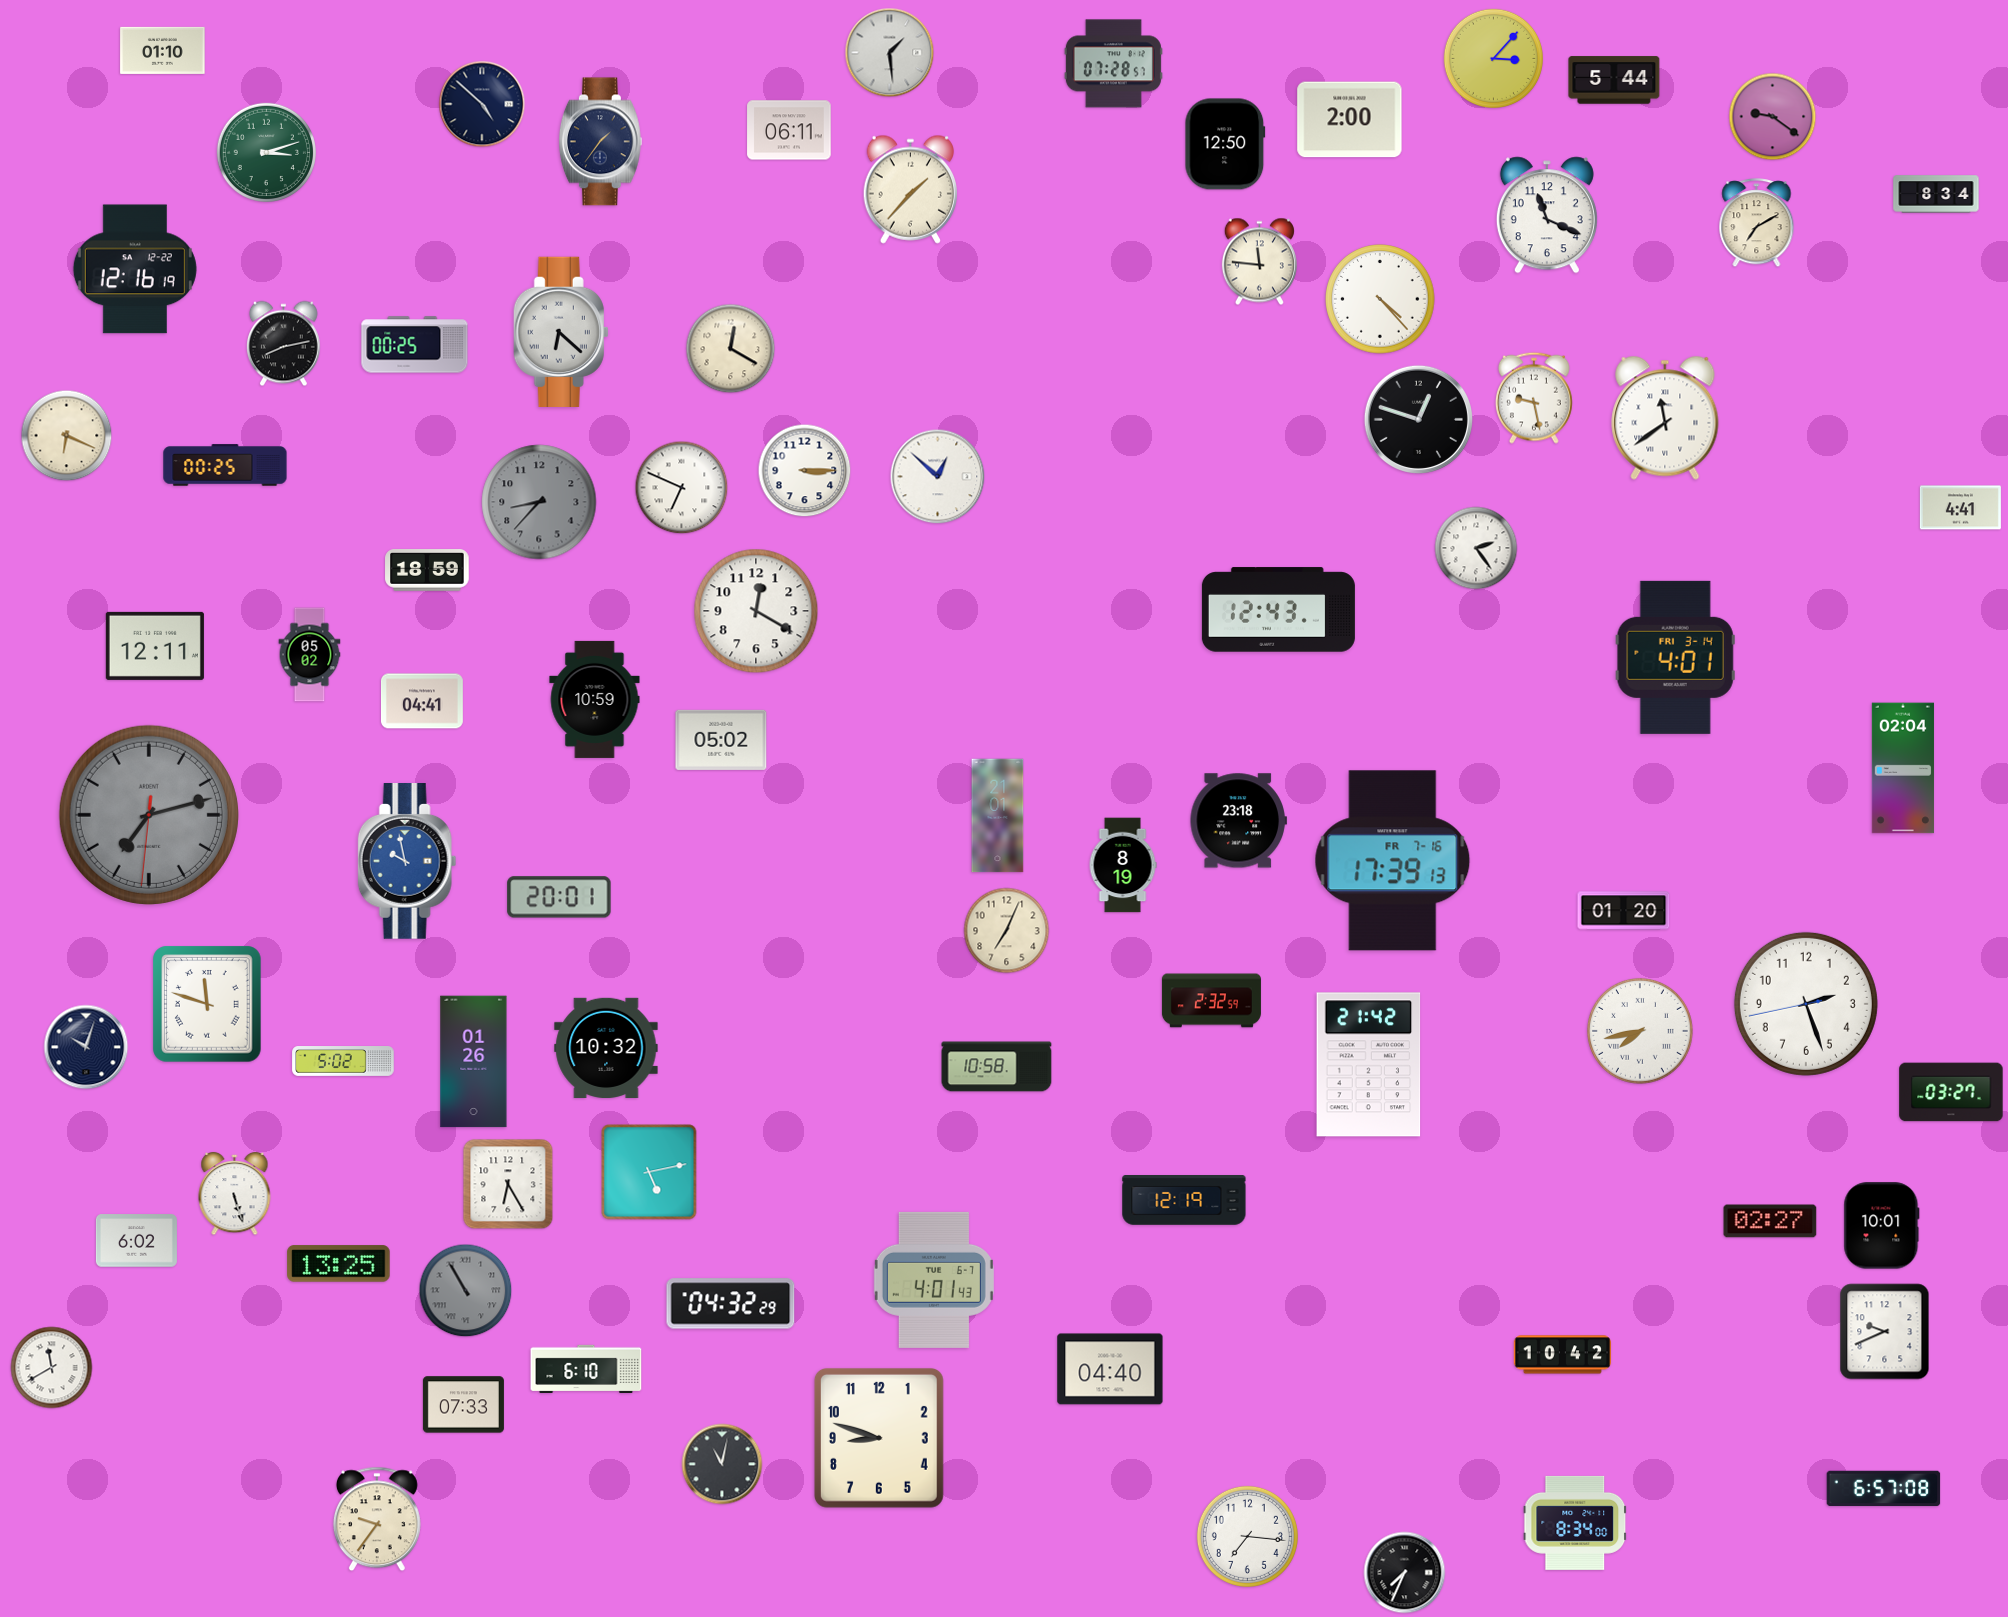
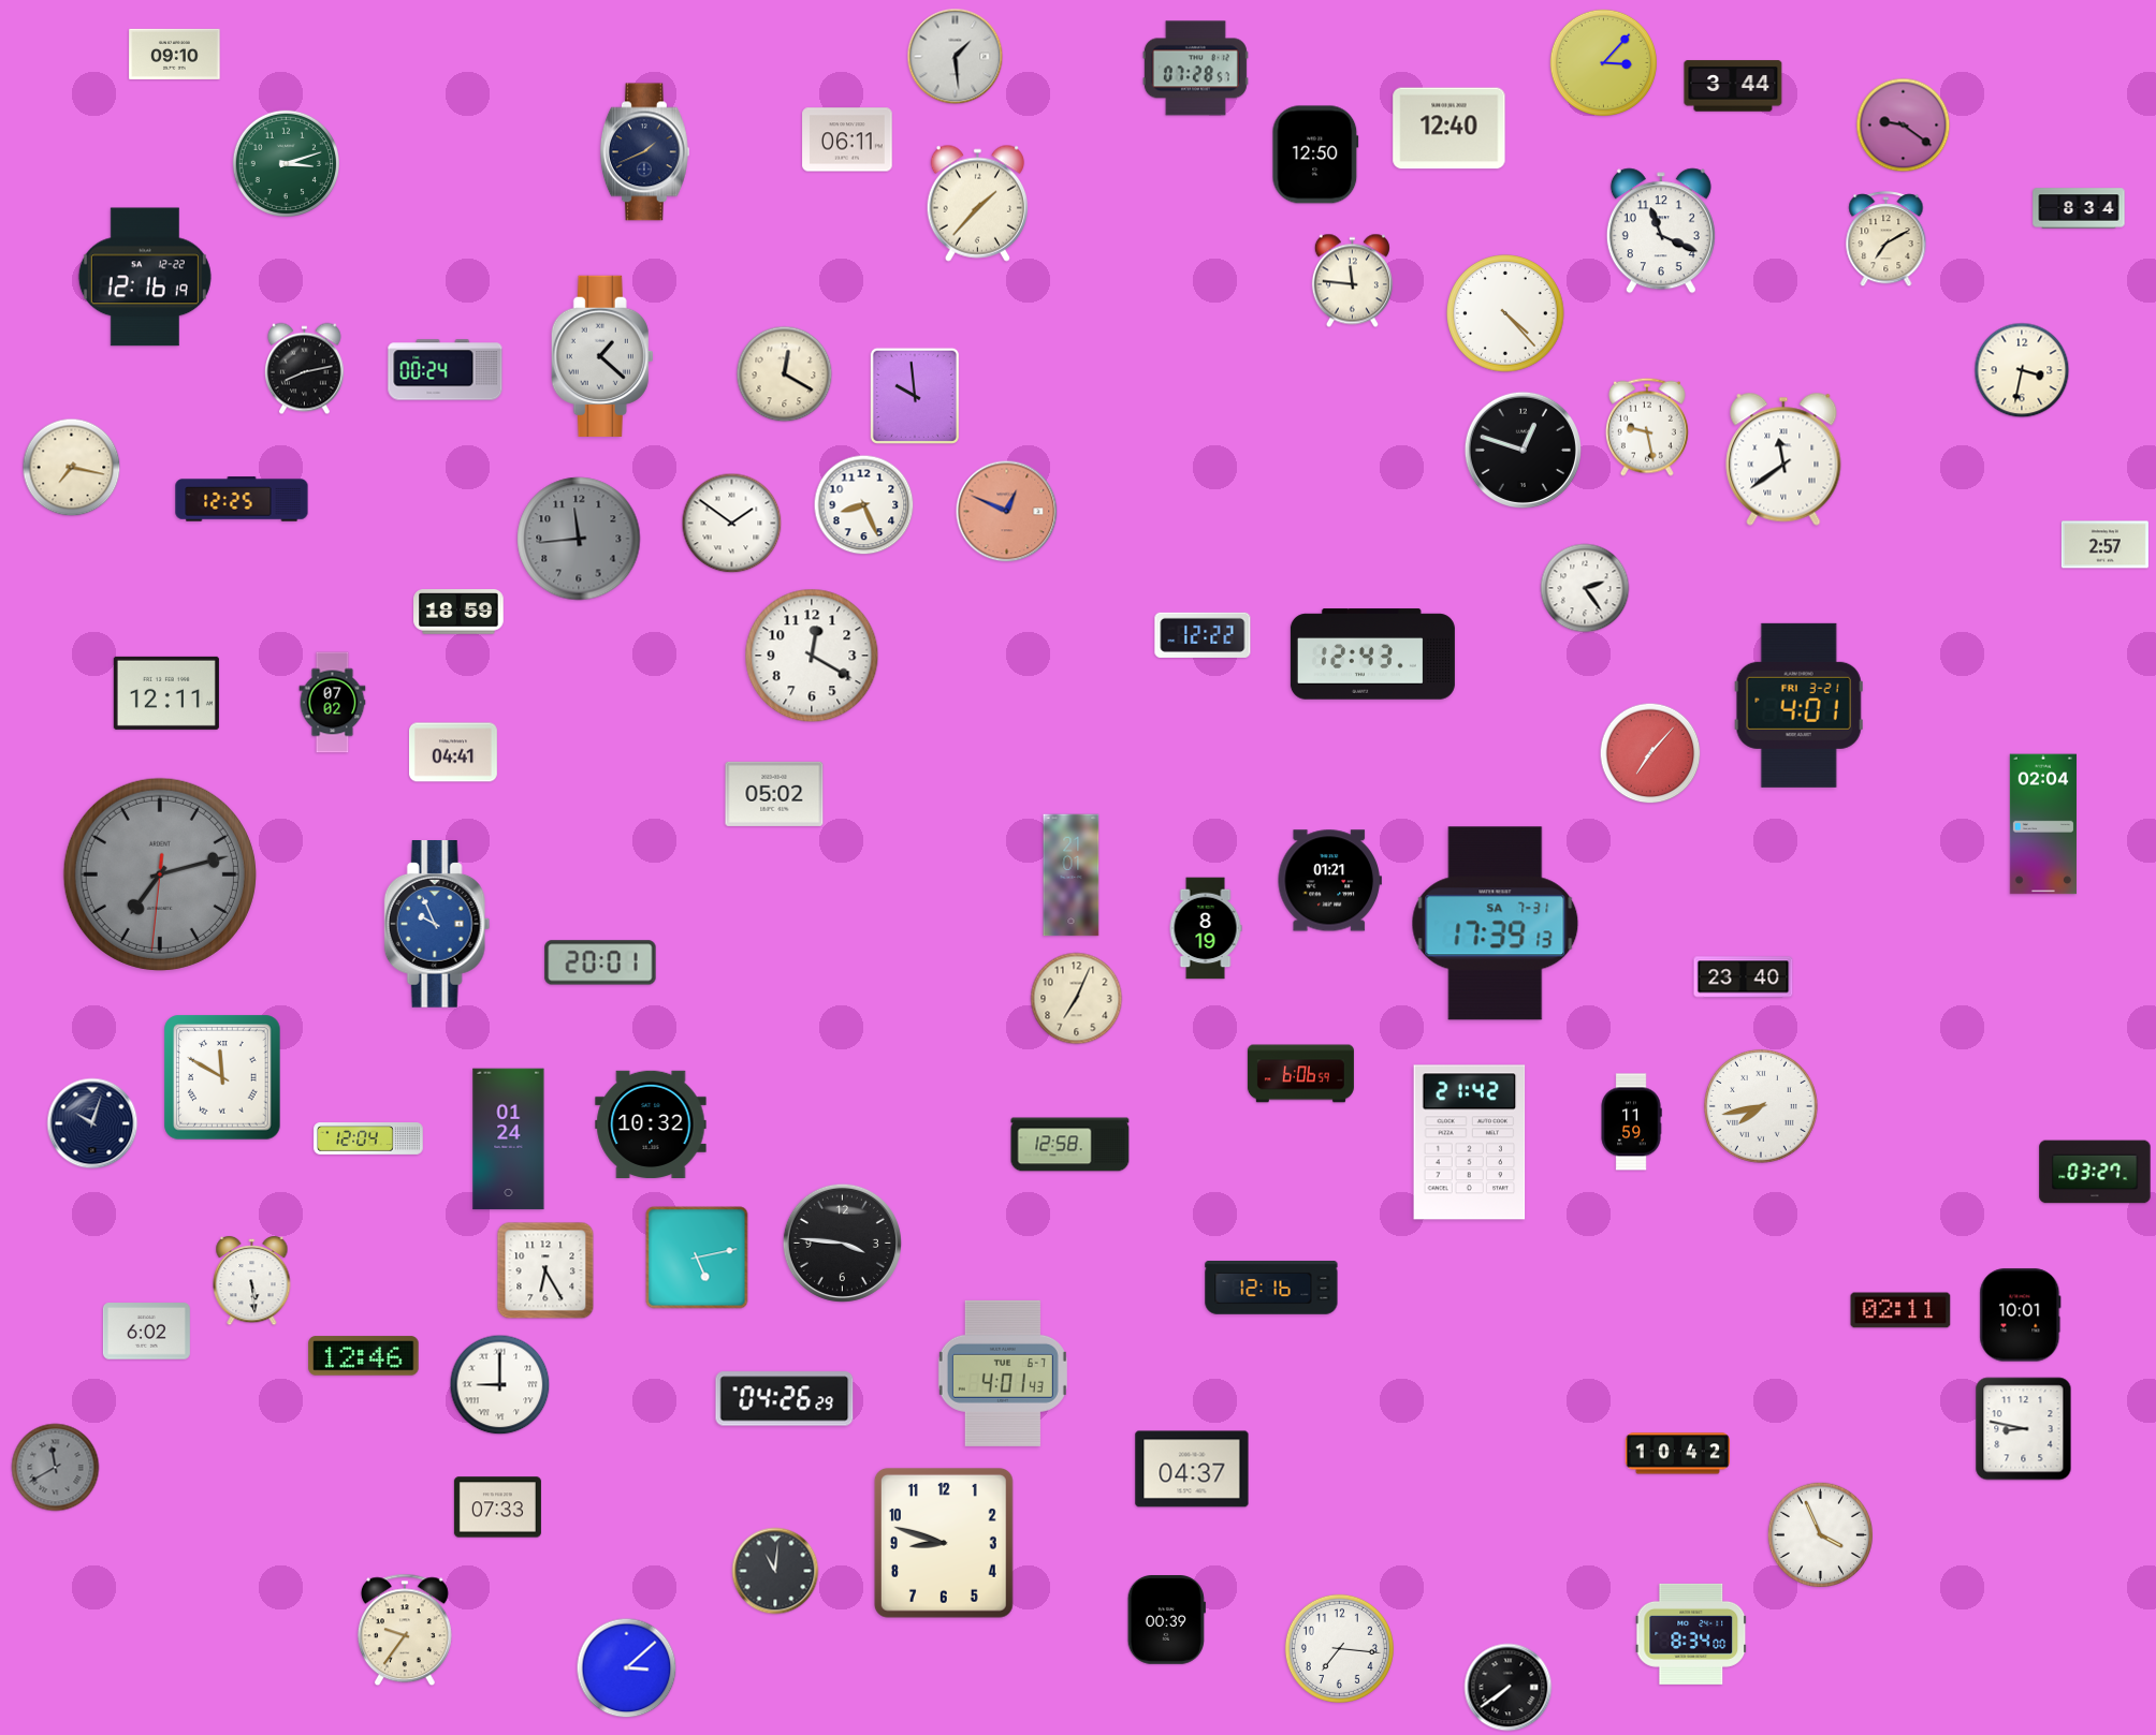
clock at (163, 50): 01:10 -> 09:10
clock at (1614, 80): 5:44 -> 3:44
clock at (482, 104): 4:52 -> none
clock at (1350, 120): 2:00 -> 12:40
clock at (600, 142): 1:36 -> 1:41
clock at (135, 269) position: (135, 269) -> (145, 277)
clock at (1380, 299) position: (1380, 299) -> (1505, 313)
clock at (561, 331): 6:22 -> 1:22
clock at (415, 345): 00:25 -> 00:24
clock at (2022, 370): none -> 3:32
clock at (915, 396): none -> 9:59
clock at (1665, 418) position: (1665, 418) -> (1783, 459)
clock at (67, 436): 6:19 -> 7:17
clock at (225, 465): 00:25 -> 12:25
clock at (805, 471): 3:15 -> 8:26
clock at (938, 477): 12:52 -> 12:49
clock at (938, 477) dial: white -> salmon
clock at (682, 488): 6:49 -> 1:51
clock at (539, 502): 8:37 -> 11:44
clock at (1960, 508): 4:41 -> 2:57
clock at (1203, 635): none -> 12:22
clock at (310, 655): 05:02 -> 07:02
clock at (1675, 657) date: FRI 3-14 -> FRI 3-21
clock at (595, 699): 10:59 -> none
clock at (1650, 753): none -> 7:07
clock at (1238, 821): 23:18 -> 01:21
clock at (1393, 861) date: FR 7-16 -> SA 7-31
clock at (407, 862): 9:58 -> 9:56
clock at (1624, 911): 01:20 -> 23:40
clock at (1007, 931) position: (1007, 931) -> (1077, 999)
clock at (1211, 1001): 2:32 -> 6:06
clock at (207, 1004): 11:48 -> 11:50
clock at (1806, 1004): 2:26 -> none
clock at (1631, 1122): none -> 11:59
clock at (343, 1062): 5:02 -> 12:04
clock at (474, 1062): 01:26 -> 01:24
clock at (997, 1067): 10:58 -> 12:58
clock at (842, 1243): none -> 3:46
clock at (235, 1194): 5:27 -> 5:29
clock at (1184, 1201): 12:19 -> 12:16
clock at (1770, 1221): 02:27 -> 02:11
clock at (339, 1264): 13:25 -> 12:46
clock at (466, 1291): 10:55 -> 9:00
clock at (466, 1291) dial: grey -> white
clock at (731, 1304): 04:32 -> 04:26
clock at (1885, 1332): 9:41 -> 8:47
clock at (52, 1368) dial: white -> grey
clock at (586, 1368): 6:10 -> none
clock at (1110, 1369): 04:40 -> 04:37
clock at (1821, 1535): none -> 3:56
clock at (722, 1464): 11:02 -> 11:01
clock at (1884, 1489): 6:57 -> none
clock at (1166, 1620): none -> 00:39
clock at (627, 1668): none -> 3:08
clock at (1405, 1573): 7:34 -> 7:39
